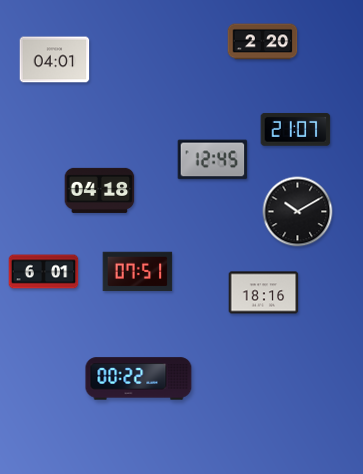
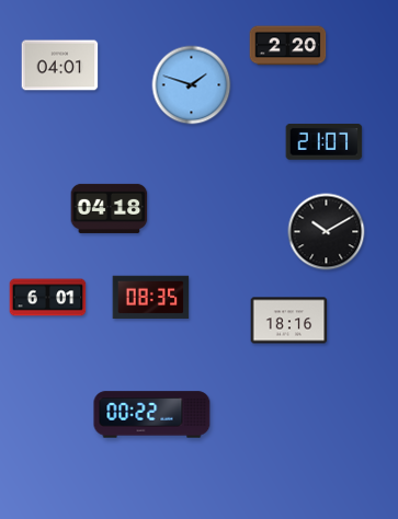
clock at (192, 85): none -> 1:48
clock at (213, 160): 12:45 -> none
clock at (138, 272): 07:51 -> 08:35
